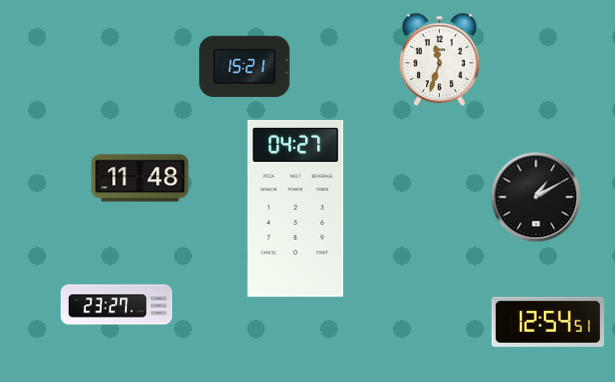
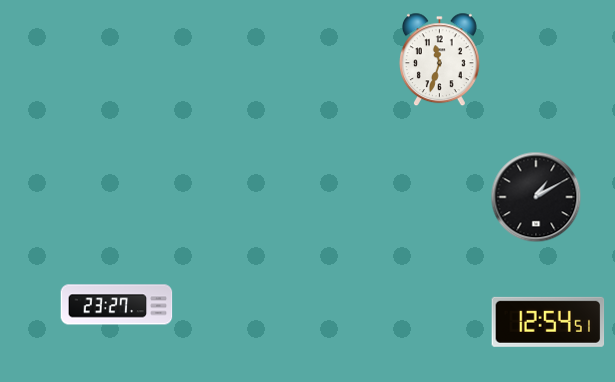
clock at (245, 66): 15:21 -> none
clock at (140, 178): 11:48 -> none
clock at (296, 208): 04:27 -> none
